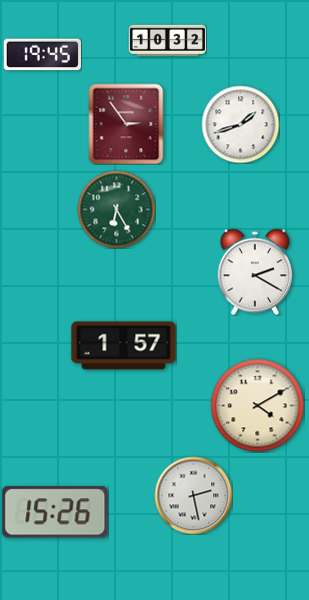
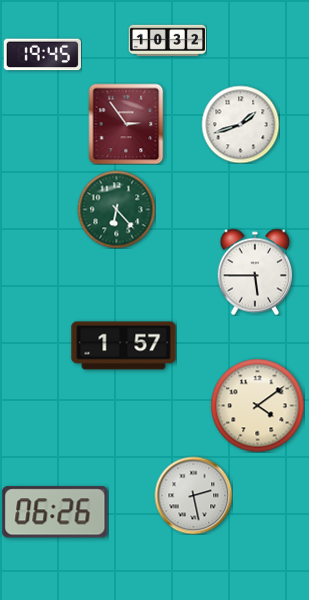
clock at (116, 209): 6:25 -> 6:23
clock at (255, 272): 2:20 -> 5:45
clock at (257, 405): 4:10 -> 4:09
clock at (55, 512): 15:26 -> 06:26
